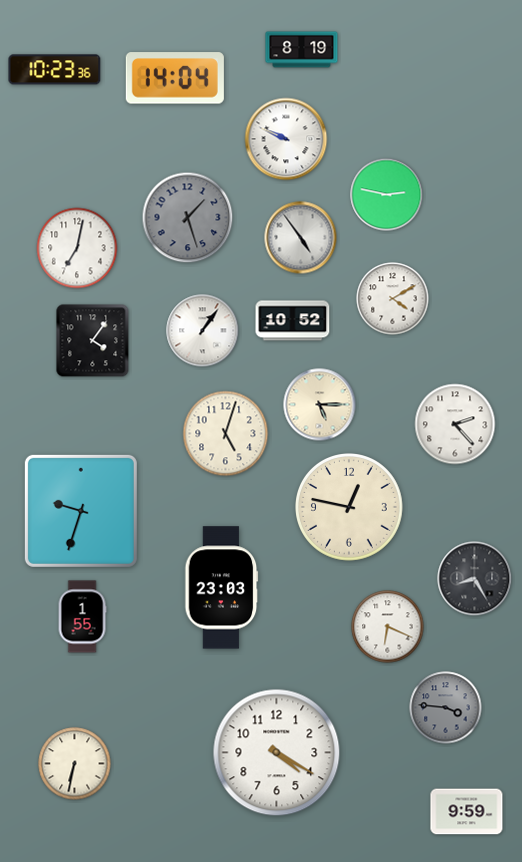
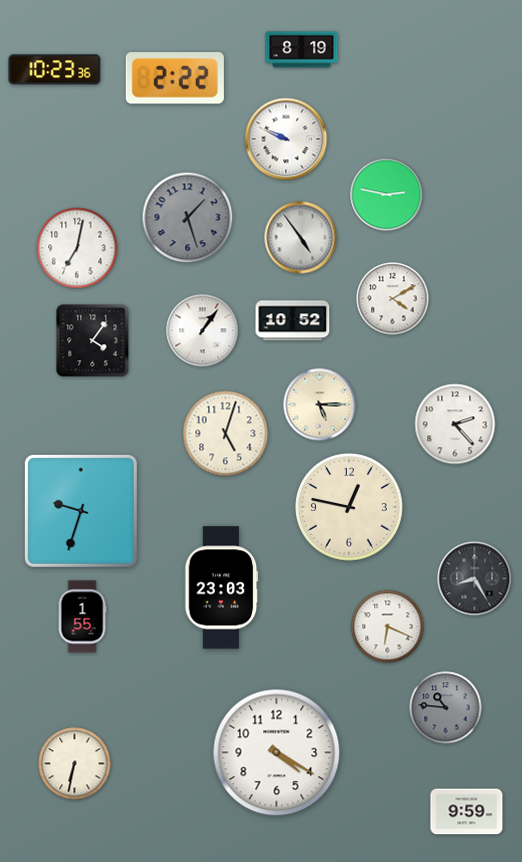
clock at (175, 78): 14:04 -> 2:22
clock at (446, 708): 3:46 -> 10:46
